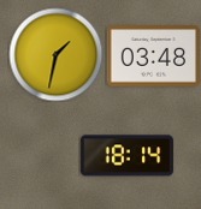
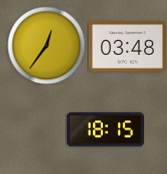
clock at (55, 54): 1:32 -> 12:36
clock at (126, 156): 18:14 -> 18:15
